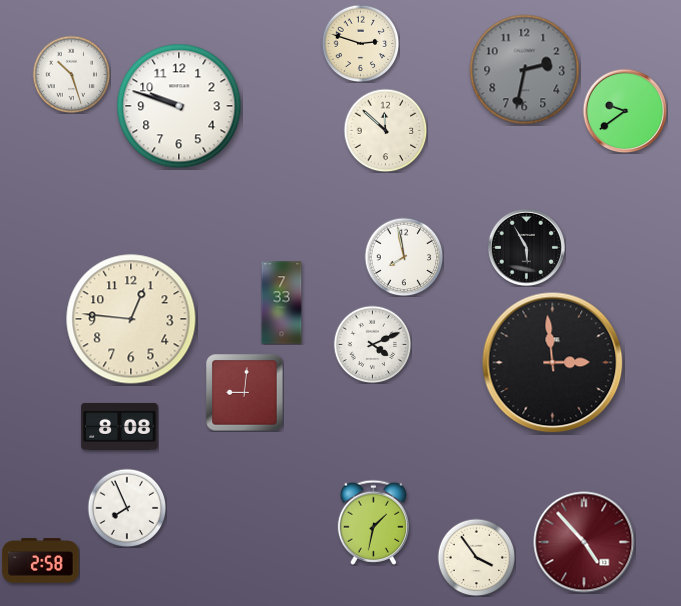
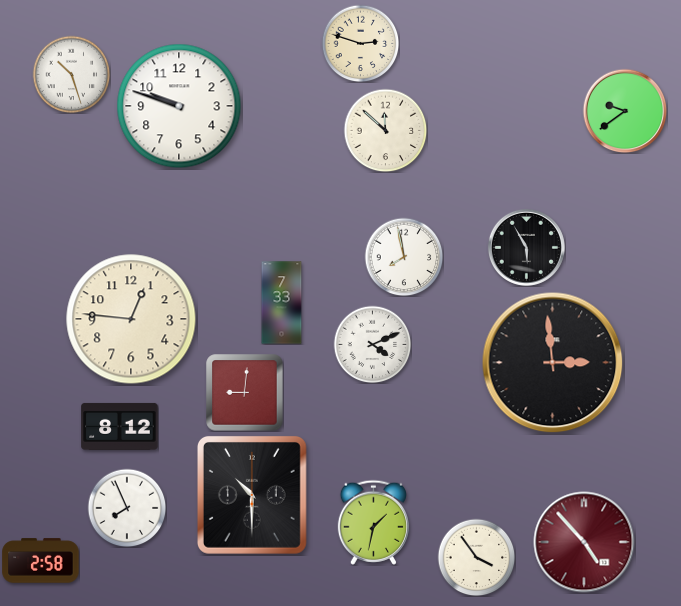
clock at (525, 70): 2:32 -> none
clock at (120, 426): 8:08 -> 8:12
clock at (252, 495): none -> 10:30
